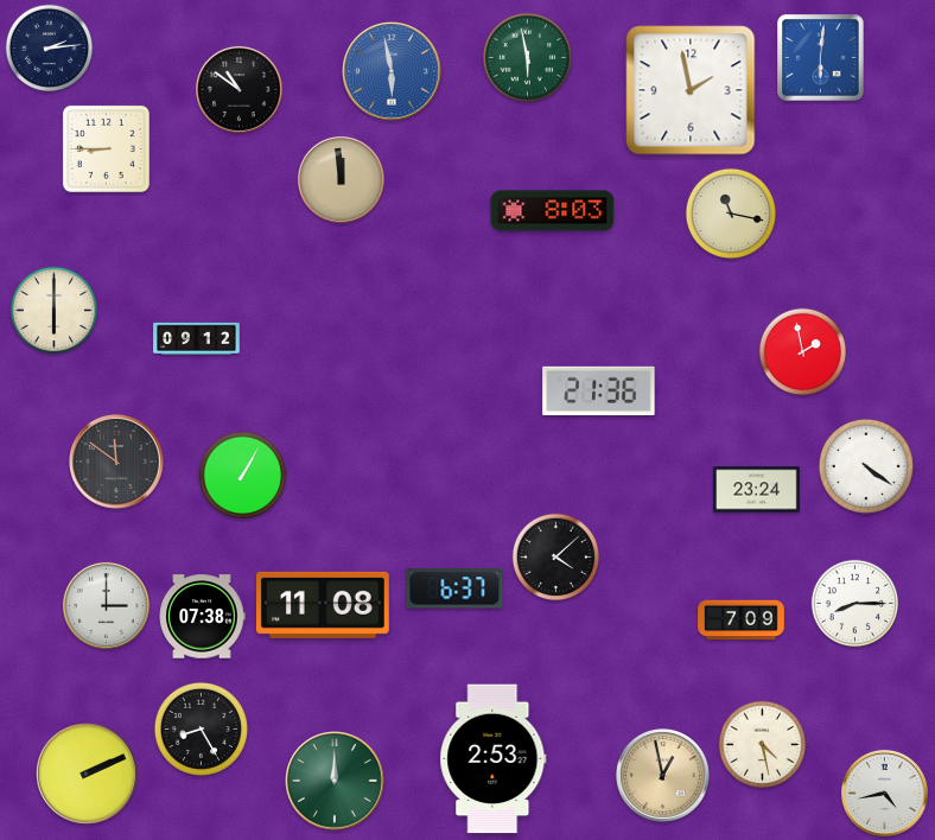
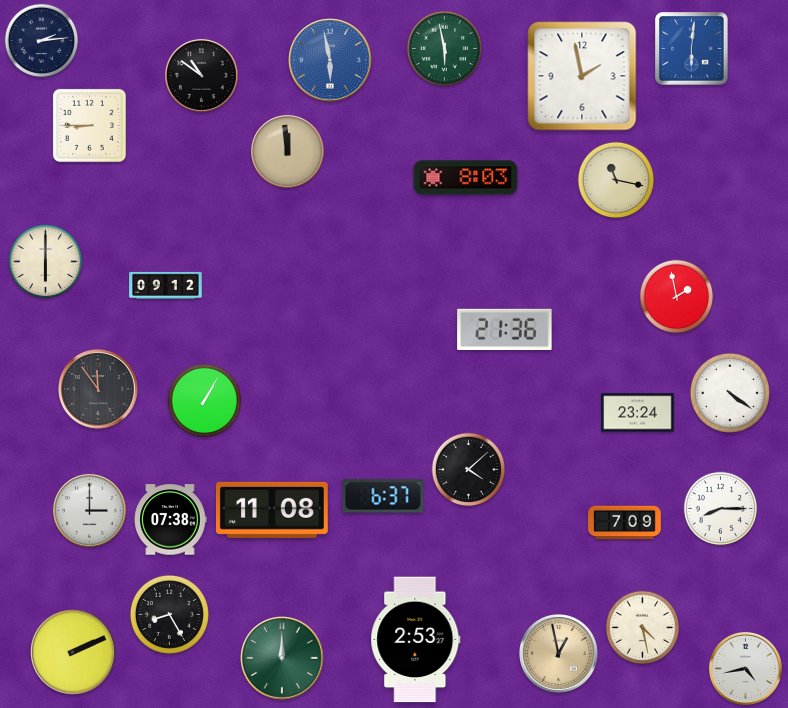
clock at (117, 462): 11:51 -> 11:54
